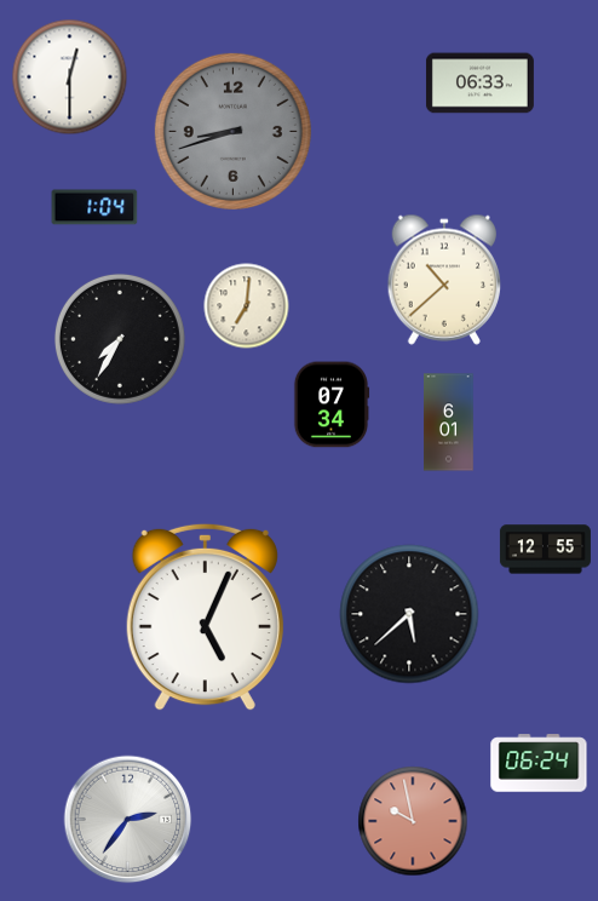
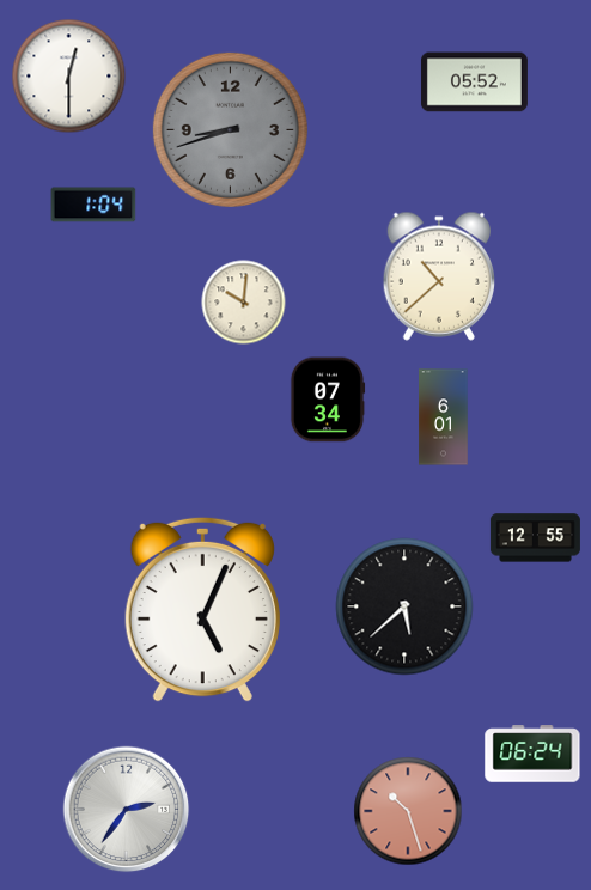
clock at (479, 84): 06:33 -> 05:52
clock at (247, 306): 7:01 -> 10:01
clock at (120, 339): 7:35 -> none
clock at (545, 550) position: (545, 550) -> (535, 538)
clock at (413, 821): 9:58 -> 10:27
